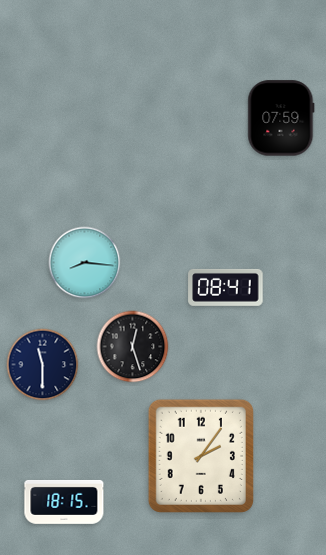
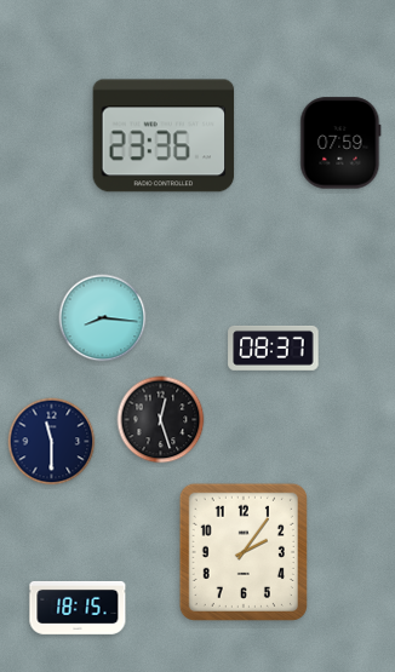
clock at (164, 136): none -> 23:36
clock at (226, 287): 08:41 -> 08:37
